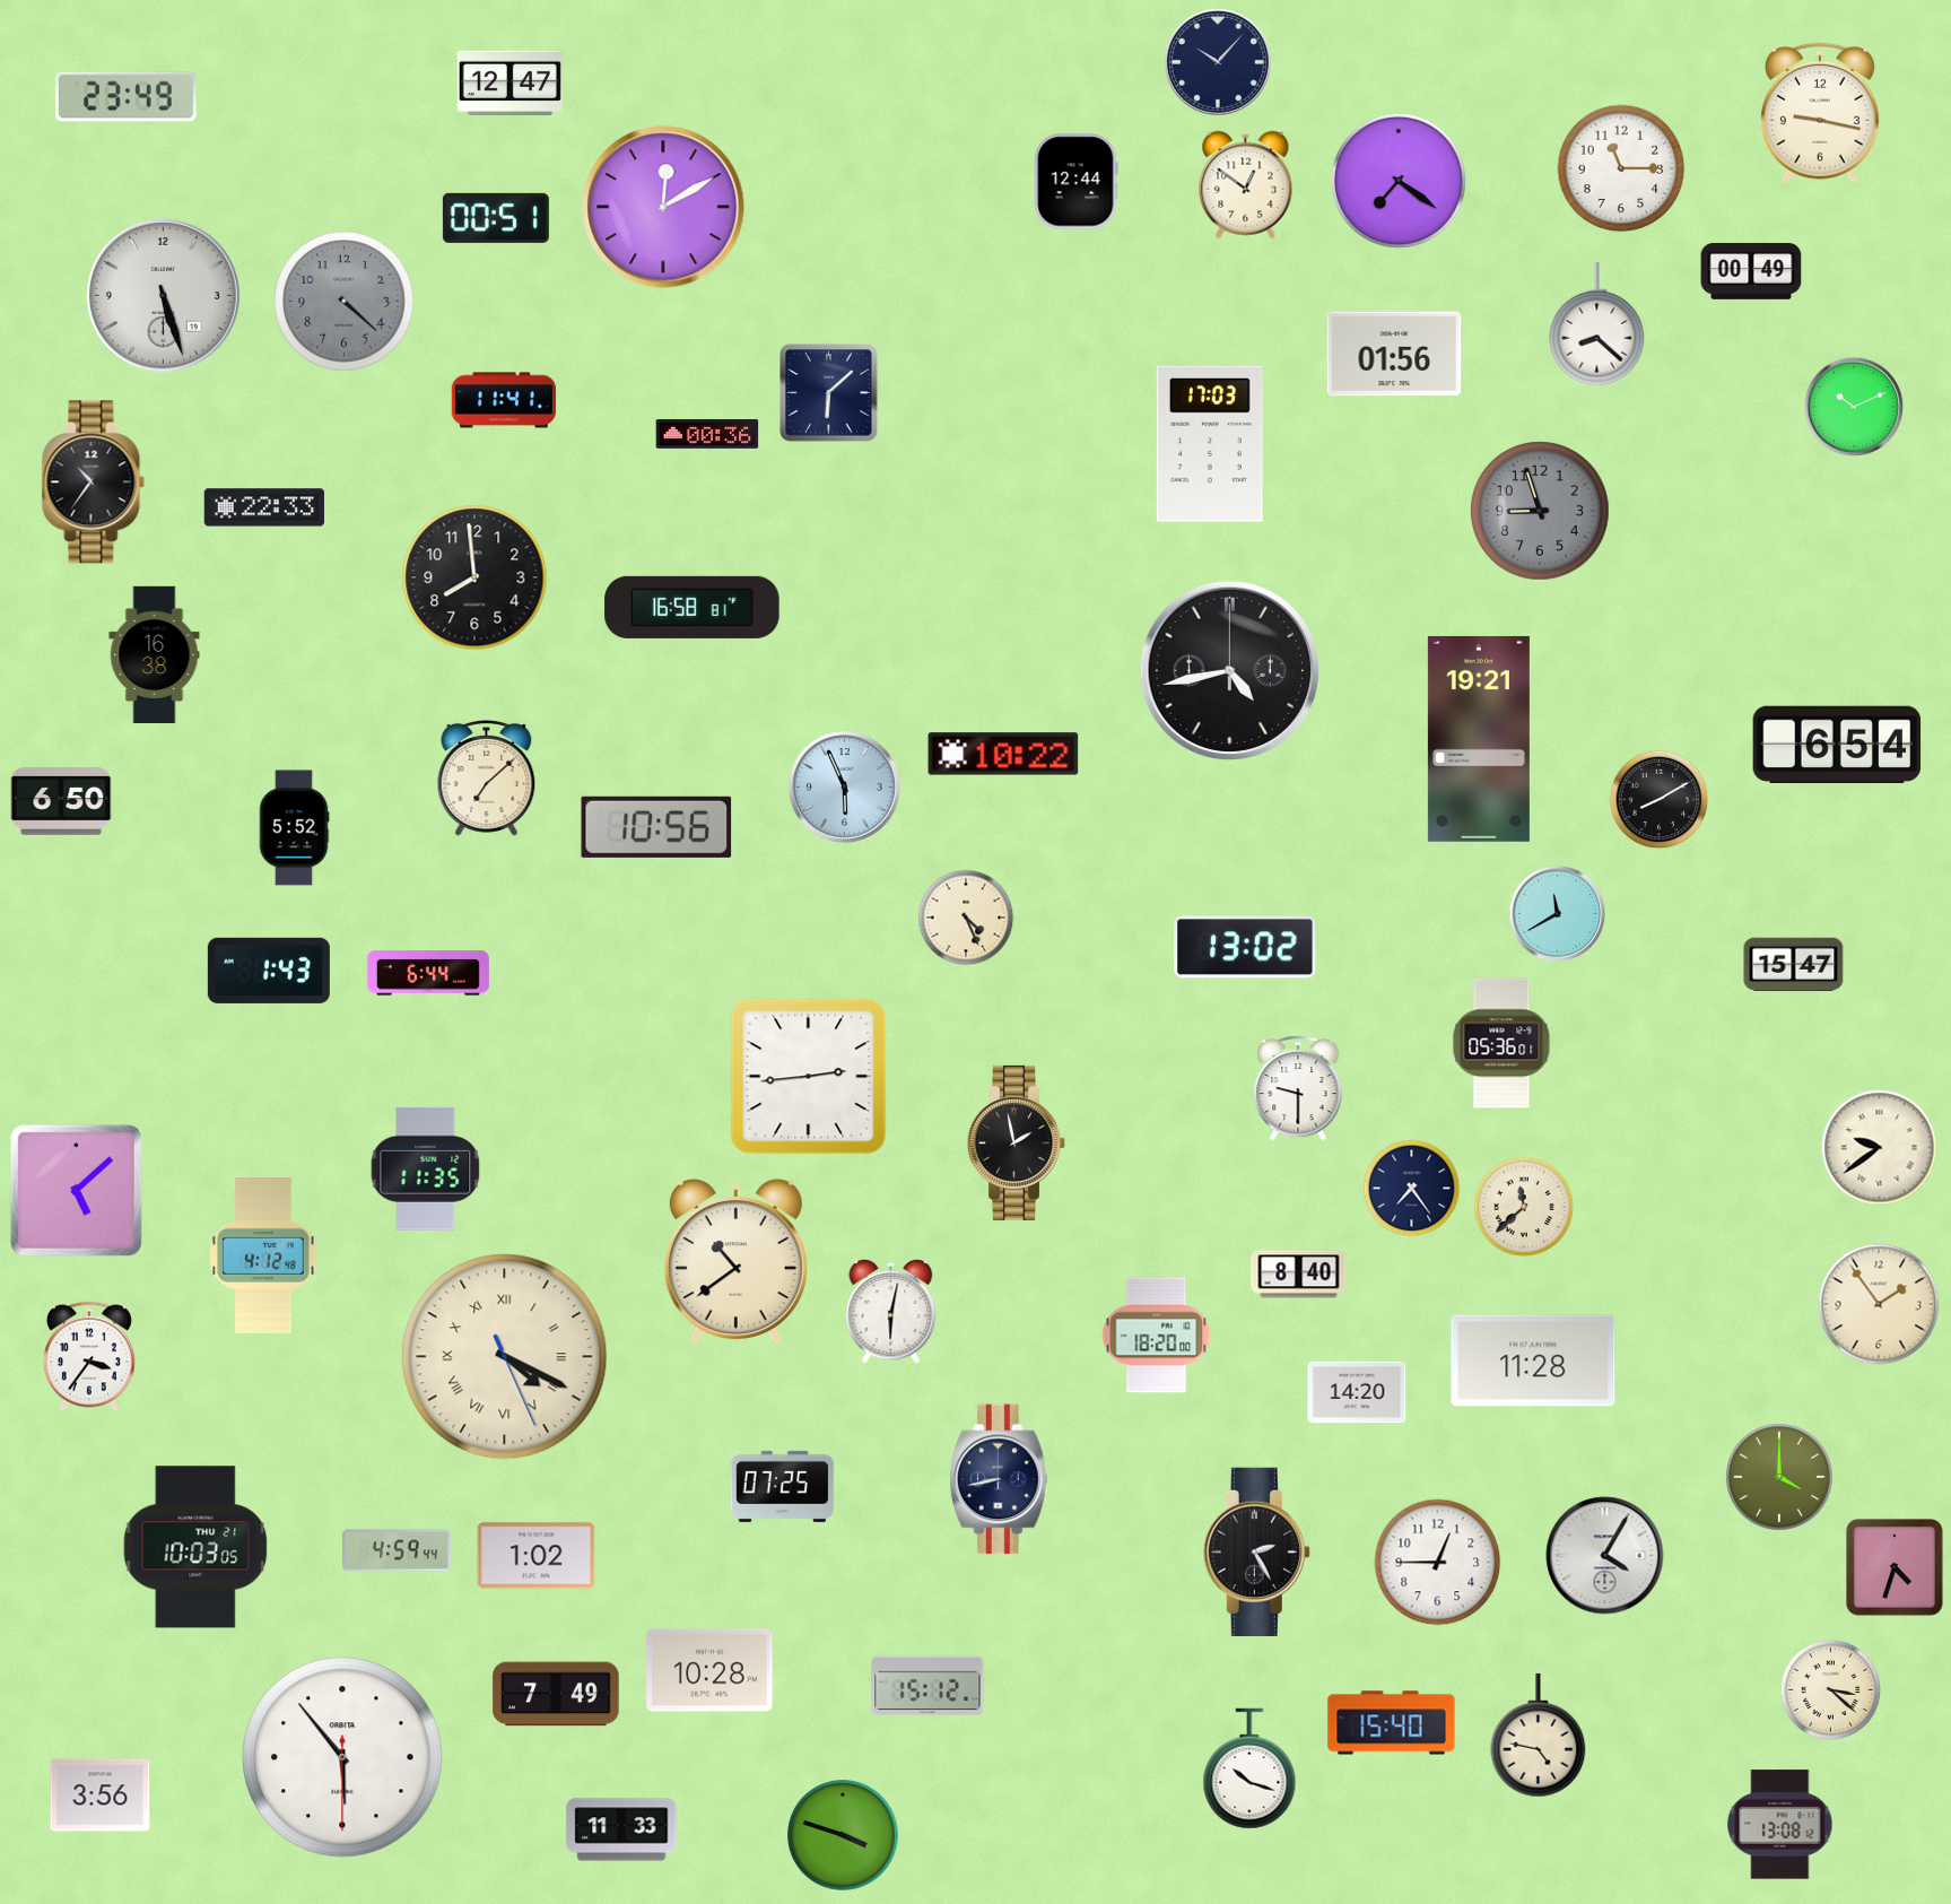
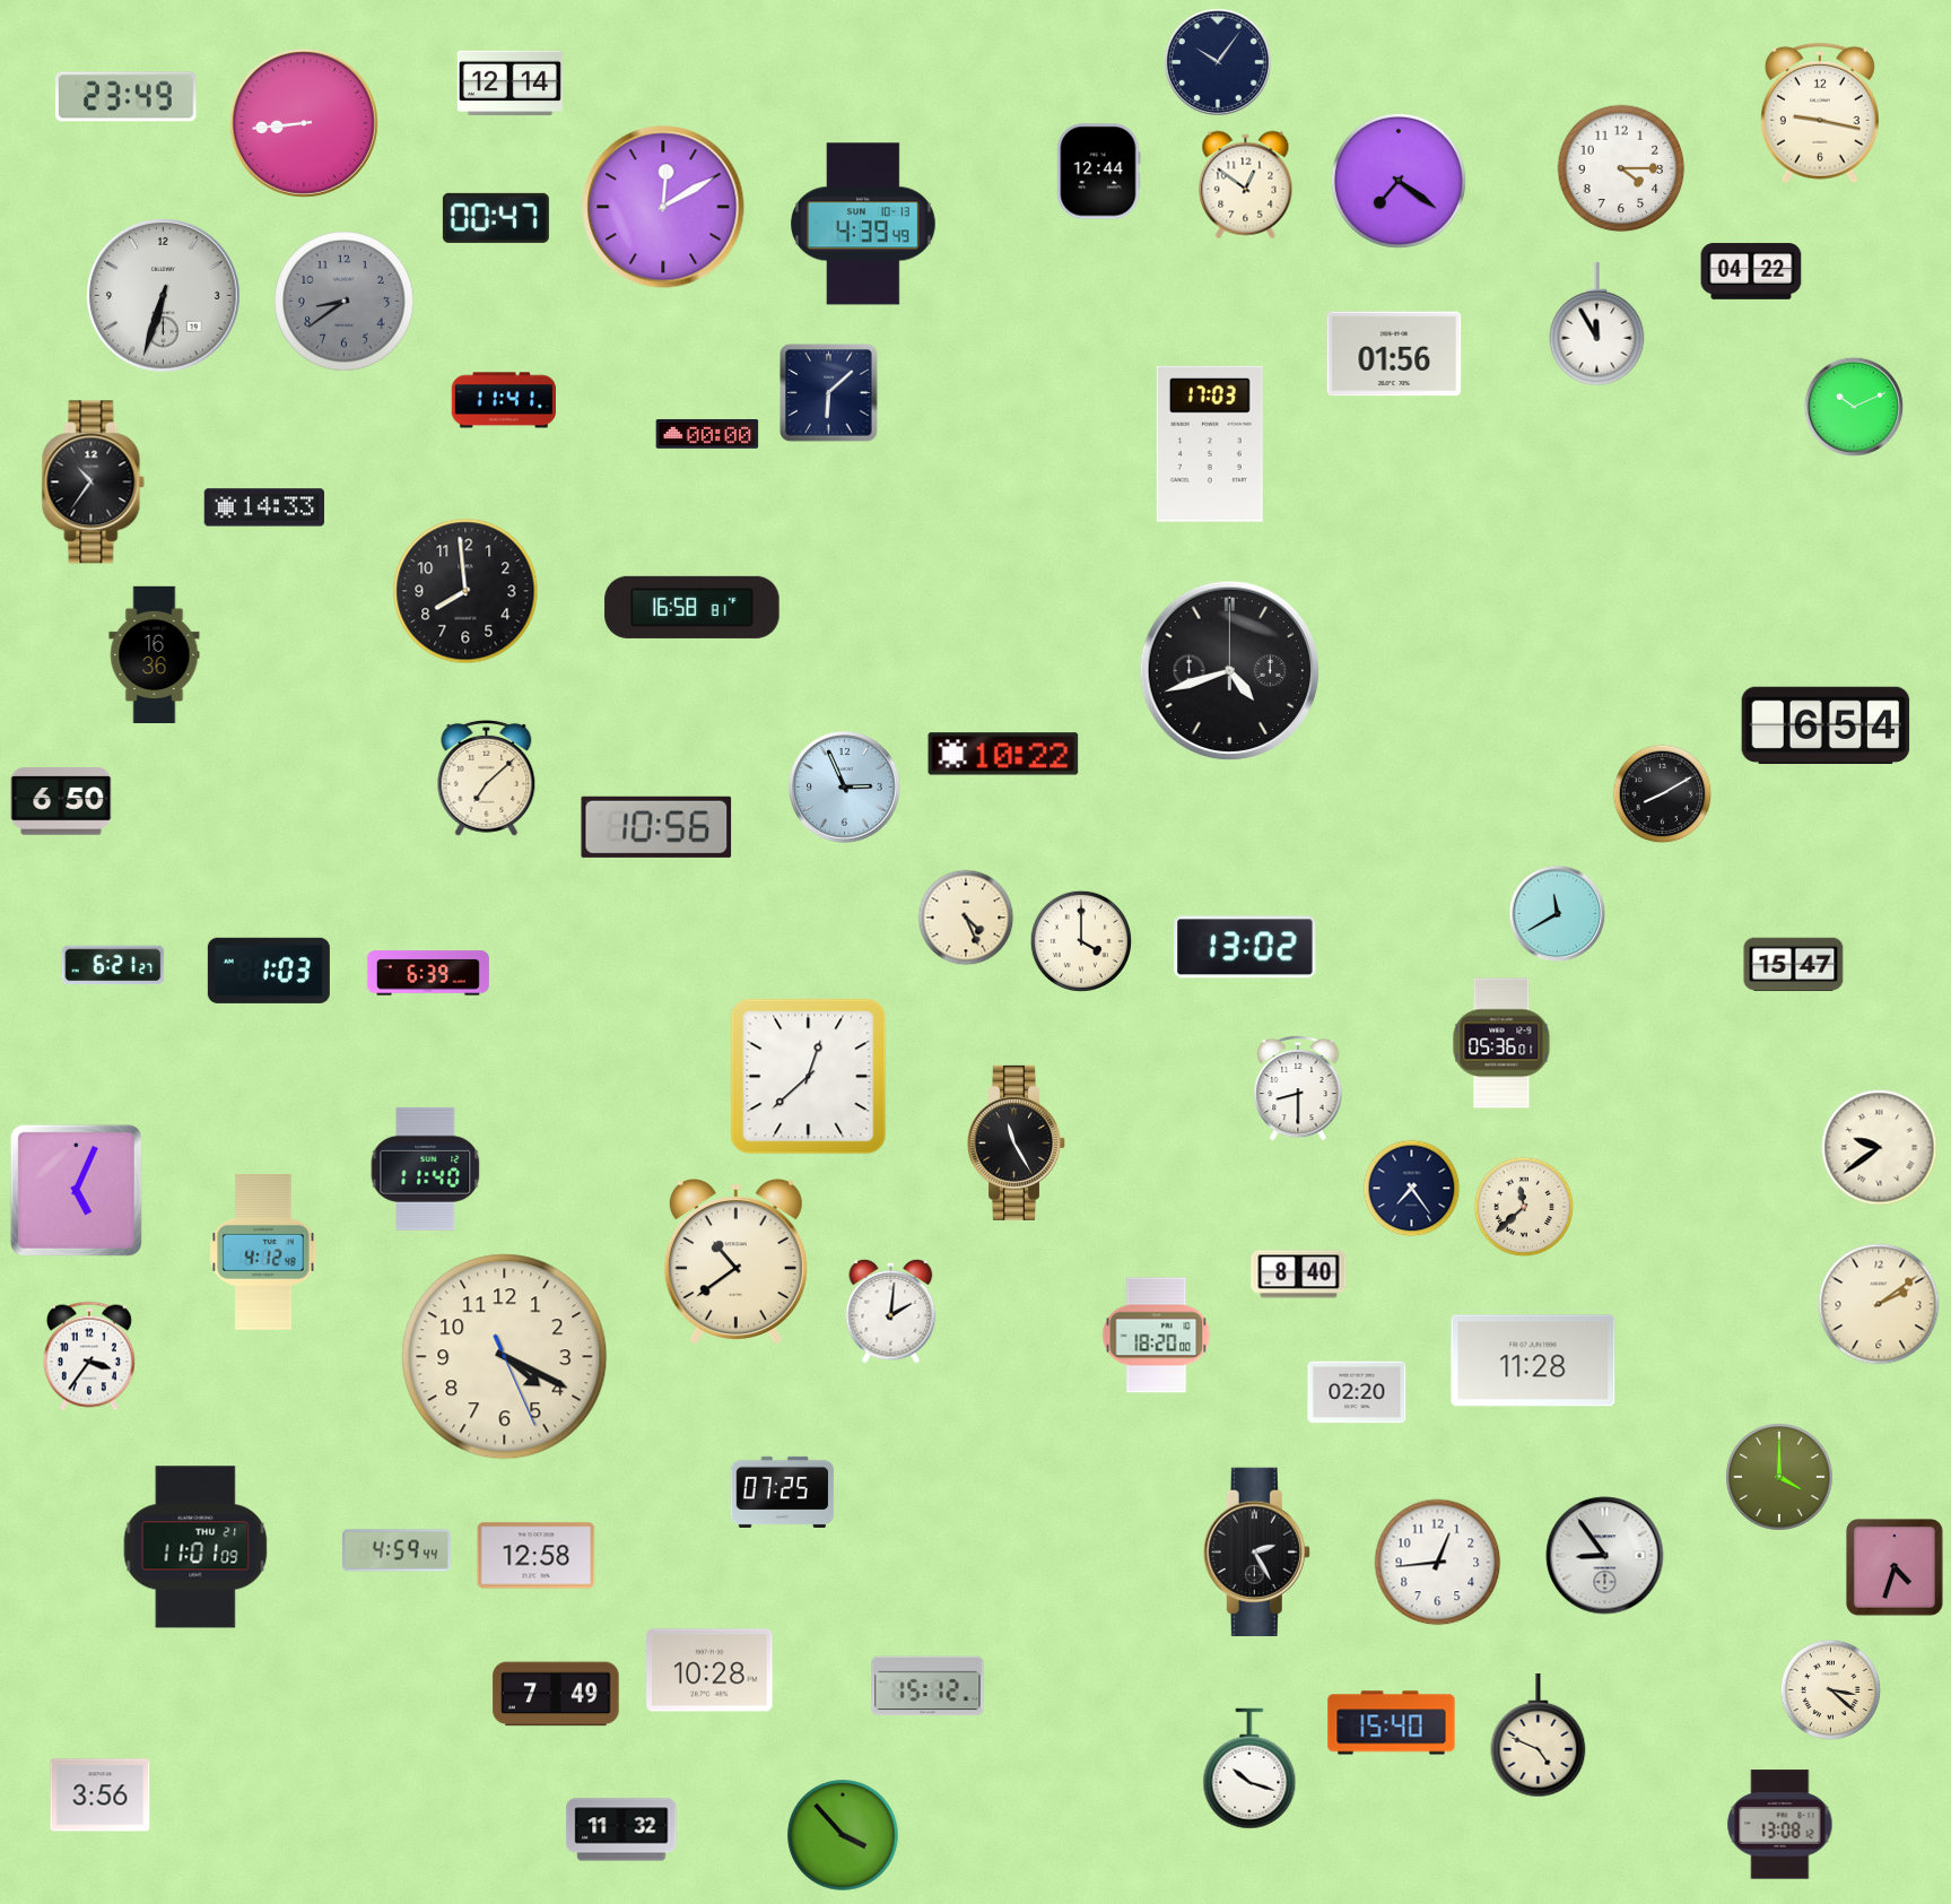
clock at (1218, 62): 10:07 -> 10:06
clock at (509, 84): 12:47 -> 12:14
clock at (304, 123): none -> 8:44
clock at (1621, 168): 11:15 -> 4:15
clock at (1077, 182) position: (1077, 182) -> (1099, 172)
clock at (496, 218): 00:51 -> 00:47
clock at (864, 224): none -> 4:39
clock at (1751, 271): 00:49 -> 04:22
clock at (164, 296): 5:27 -> 6:33
clock at (345, 302): 4:22 -> 8:39
clock at (1597, 324): 8:22 -> 11:55
clock at (707, 434): 00:36 -> 00:00
clock at (263, 507): 22:33 -> 14:33
clock at (1540, 511): 8:57 -> none
clock at (474, 577) position: (474, 577) -> (465, 591)
clock at (155, 654): 16:38 -> 16:36
clock at (1230, 671): 4:43 -> 4:42
clock at (1479, 739): 19:21 -> none
clock at (1837, 744) position: (1837, 744) -> (1826, 724)
clock at (845, 788): 5:56 -> 2:56
clock at (1660, 800) position: (1660, 800) -> (1663, 794)
clock at (294, 828): 5:52 -> none
clock at (1080, 940): none -> 4:00
clock at (113, 965): none -> 6:21
clock at (269, 971): 1:43 -> 1:03
clock at (428, 973): 6:44 -> 6:39
clock at (809, 1077): 2:44 -> 12:38
clock at (1298, 1088): 9:30 -> 8:30
clock at (1017, 1142): 1:58 -> 11:25
clock at (426, 1168): 11:35 -> 11:40
clock at (76, 1190): 5:08 -> 5:04
clock at (263, 1255) position: (263, 1255) -> (263, 1252)
clock at (1879, 1304): 1:54 -> 2:09
clock at (891, 1311): 6:02 -> 2:01
clock at (505, 1357) numerals: Roman -> Arabic
clock at (1357, 1392): 14:20 -> 02:20
clock at (1000, 1479): 8:43 -> none
clock at (783, 1486) position: (783, 1486) -> (783, 1492)
clock at (195, 1547): 10:03 -> 11:01
clock at (537, 1556): 1:02 -> 12:58
clock at (1605, 1556): 4:05 -> 8:54
clock at (1438, 1563): 12:45 -> 12:44
clock at (1539, 1736): 4:47 -> 4:49
clock at (342, 1757): 5:53 -> none
clock at (621, 1829): 11:33 -> 11:32
clock at (843, 1835): 3:48 -> 3:53
